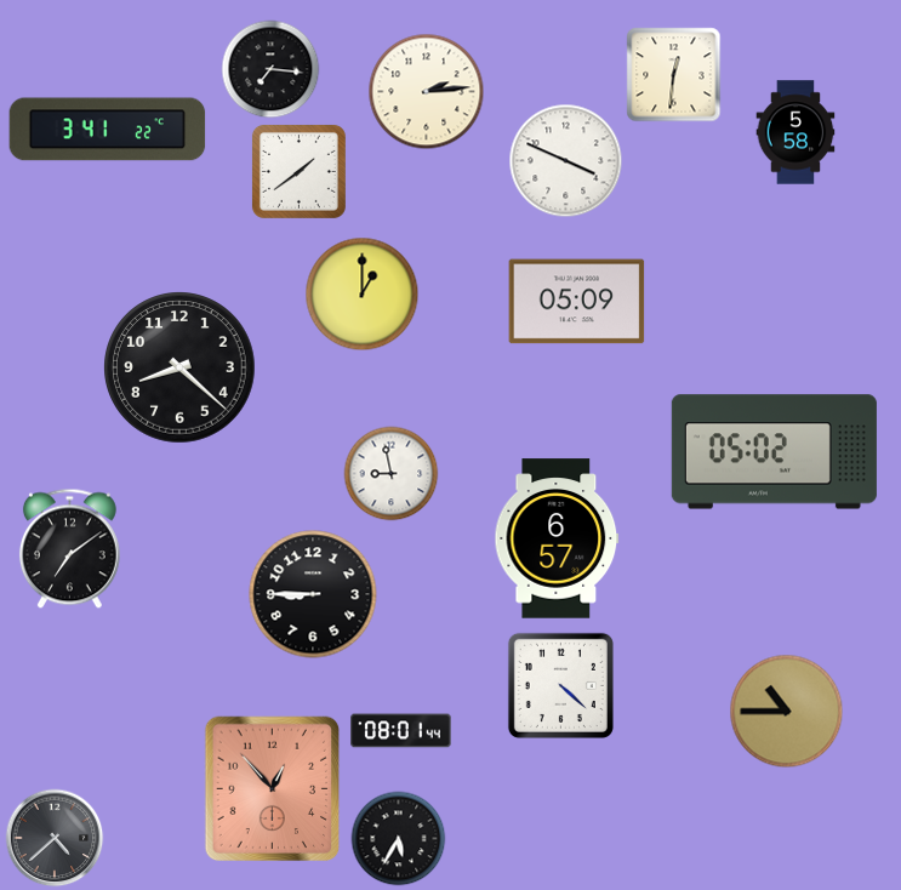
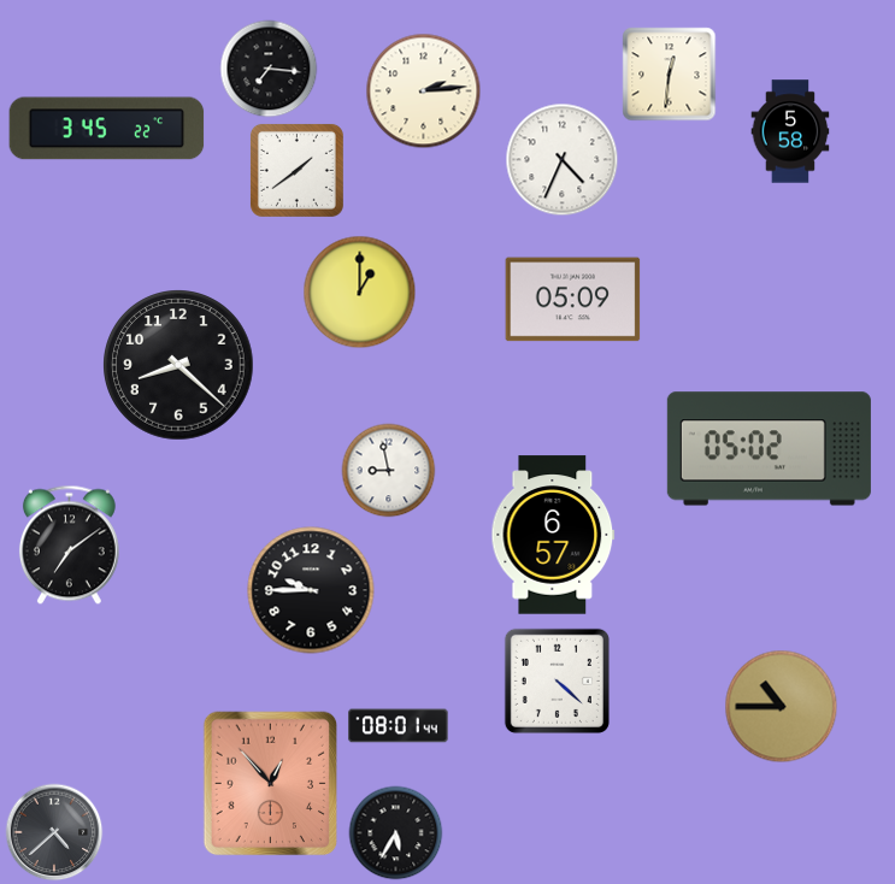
clock at (108, 130): 3:41 -> 3:45
clock at (565, 160): 3:49 -> 4:34
clock at (313, 594): 8:45 -> 9:45
